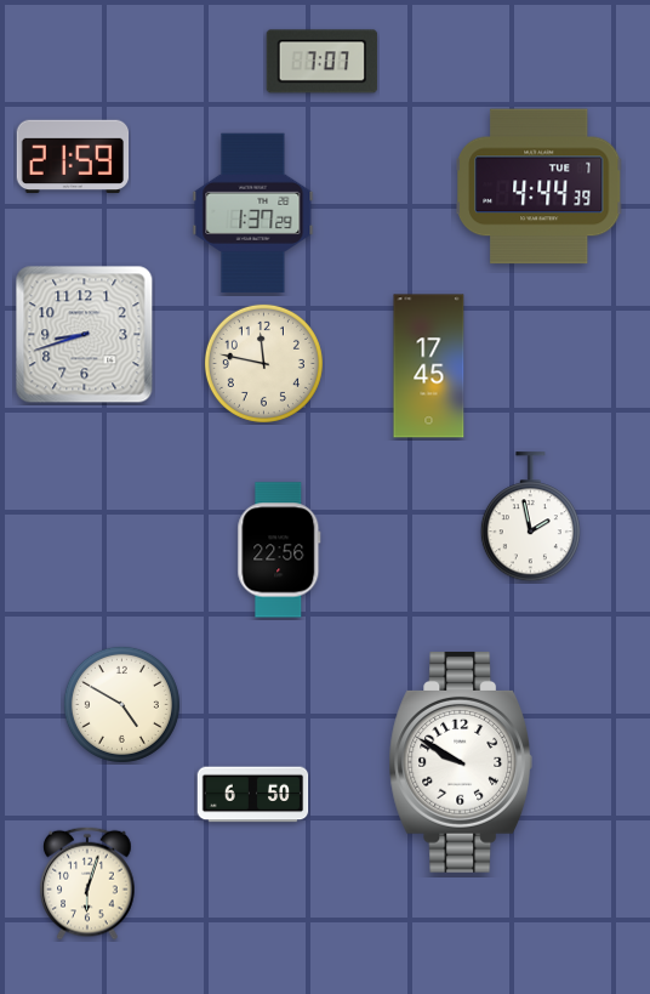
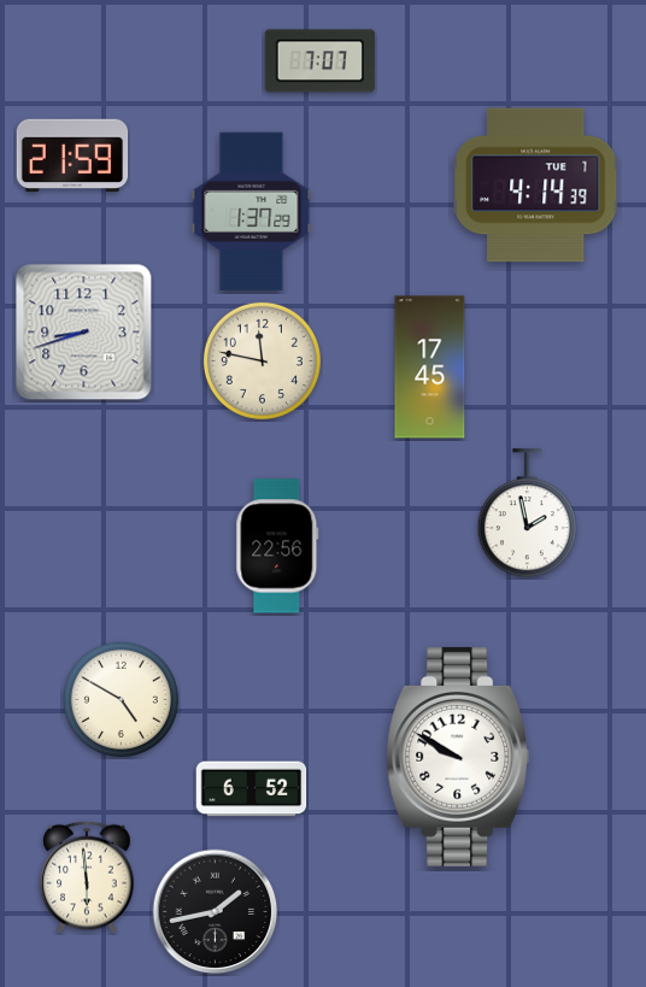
clock at (540, 187): 4:44 -> 4:14
clock at (429, 367) position: (429, 367) -> (430, 368)
clock at (253, 795): 6:50 -> 6:52
clock at (87, 884): 6:03 -> 5:59
clock at (216, 912): none -> 1:43
